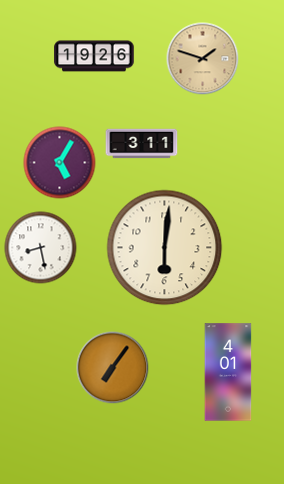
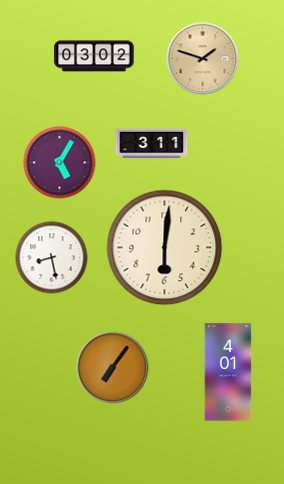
clock at (94, 56): 19:26 -> 03:02
clock at (142, 144) position: (142, 144) -> (152, 144)
clock at (41, 248) position: (41, 248) -> (52, 258)
